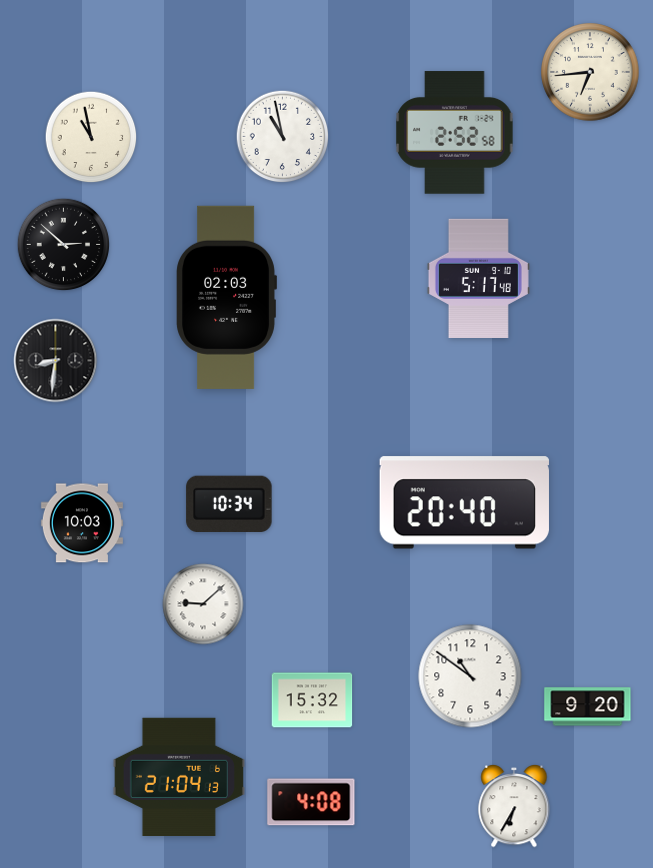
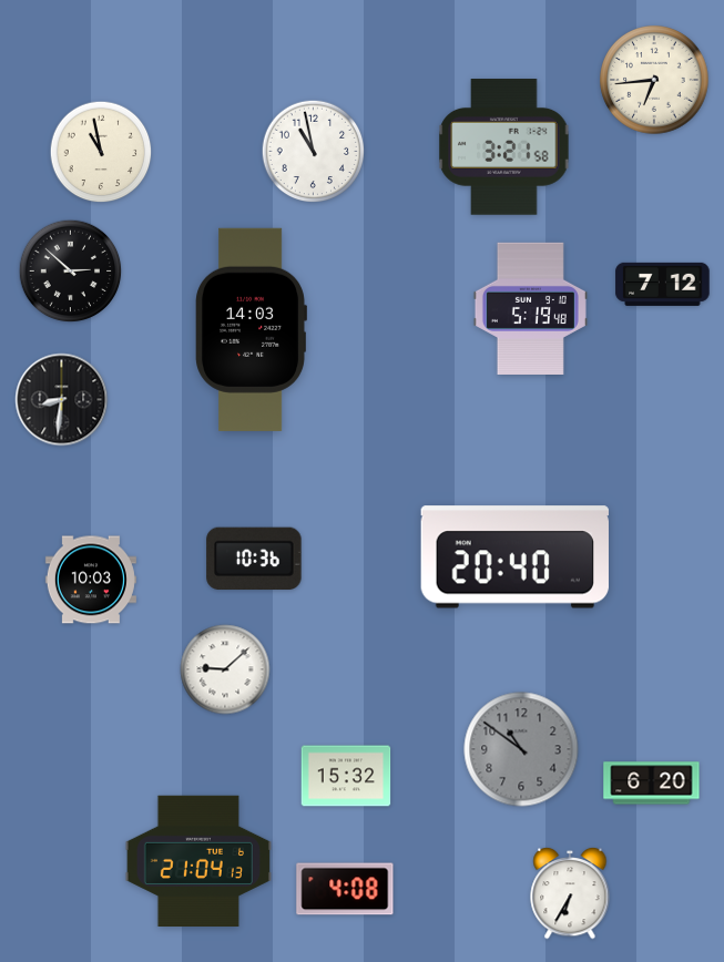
clock at (455, 133): 2:52 -> 3:21
clock at (663, 284): none -> 7:12
clock at (478, 278): 5:17 -> 5:19
clock at (227, 297): 02:03 -> 14:03
clock at (229, 503): 10:34 -> 10:36
clock at (470, 676) dial: white -> grey
clock at (588, 707): 9:20 -> 6:20
